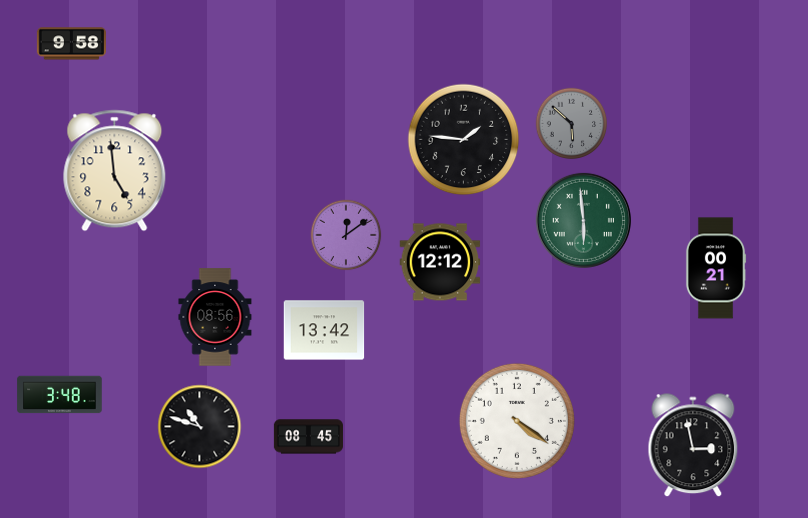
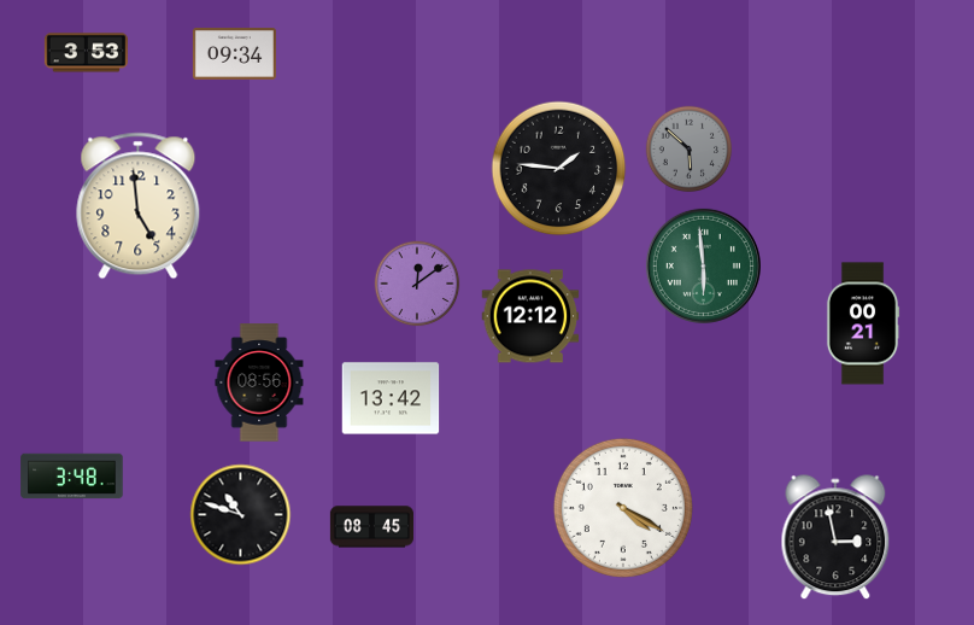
clock at (71, 44): 9:58 -> 3:53
clock at (234, 54): none -> 09:34
clock at (517, 421): 4:21 -> 4:20
